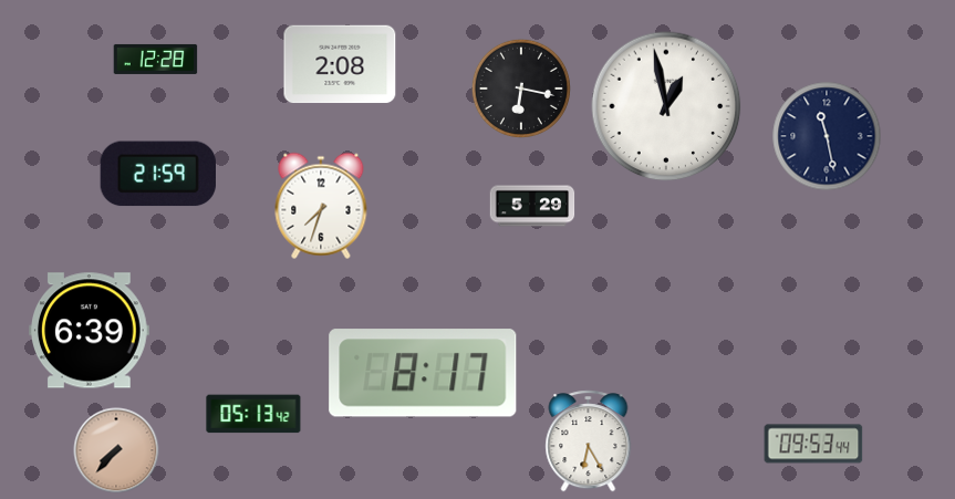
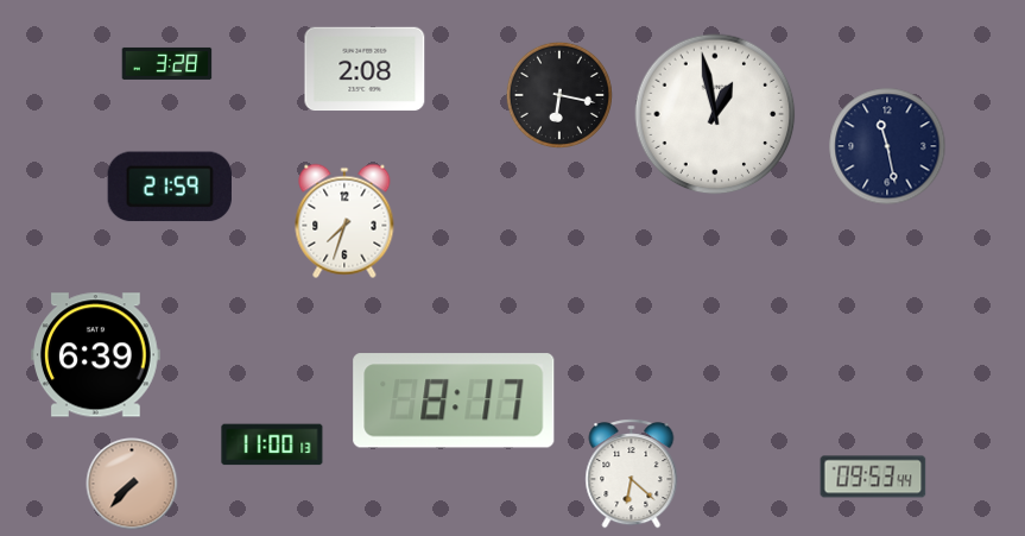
clock at (156, 59): 12:28 -> 3:28
clock at (532, 206): 5:29 -> none
clock at (253, 414): 05:13 -> 11:00
clock at (589, 441): 6:25 -> 6:22
clock at (116, 450) position: (116, 450) -> (132, 484)
